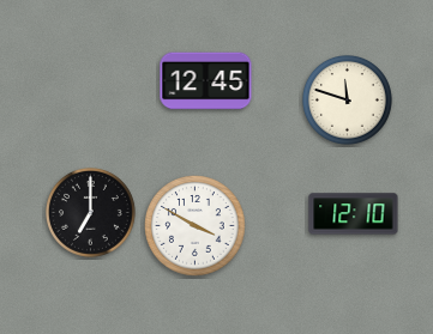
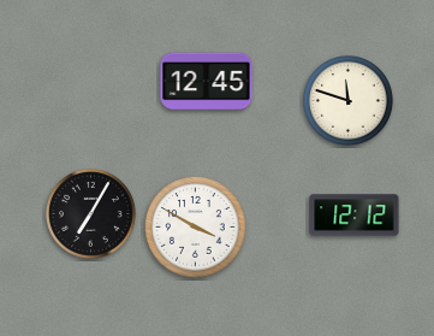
clock at (90, 212): 7:00 -> 7:05
clock at (354, 214): 12:10 -> 12:12
